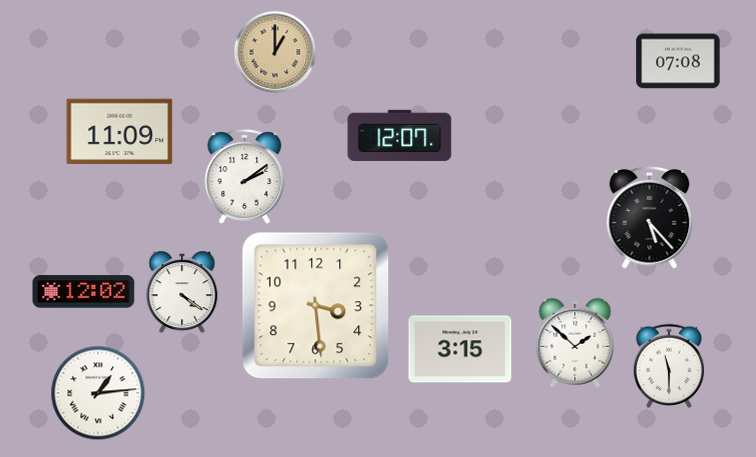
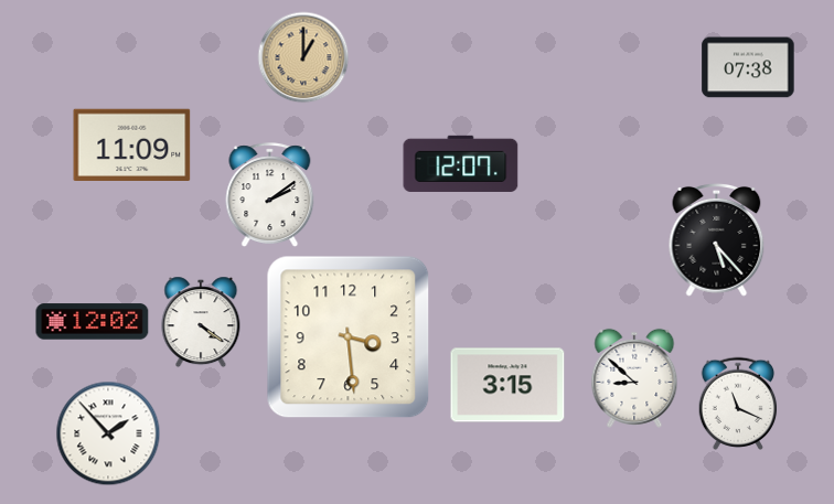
clock at (678, 61): 07:08 -> 07:38
clock at (400, 135) position: (400, 135) -> (461, 163)
clock at (575, 343): 1:52 -> 8:52
clock at (669, 366): 11:30 -> 11:19
clock at (98, 393): 1:14 -> 1:53
